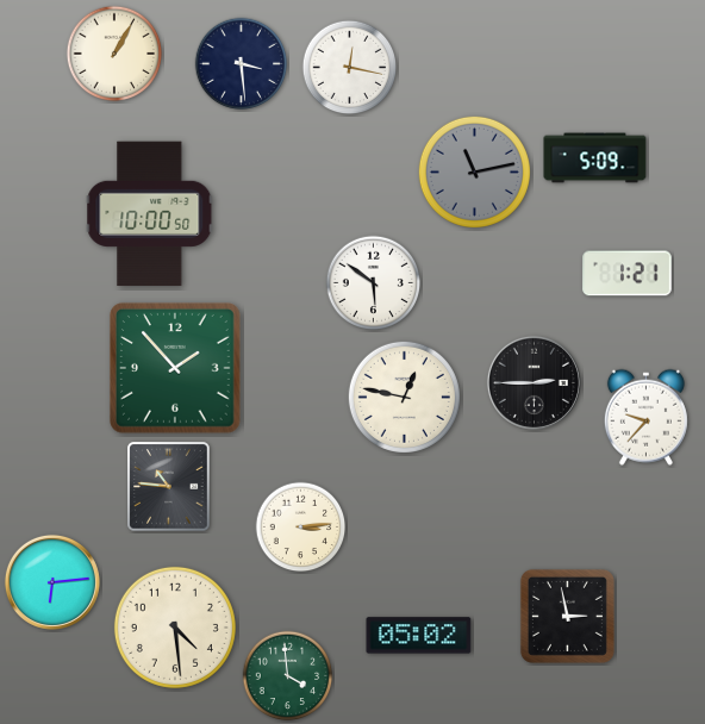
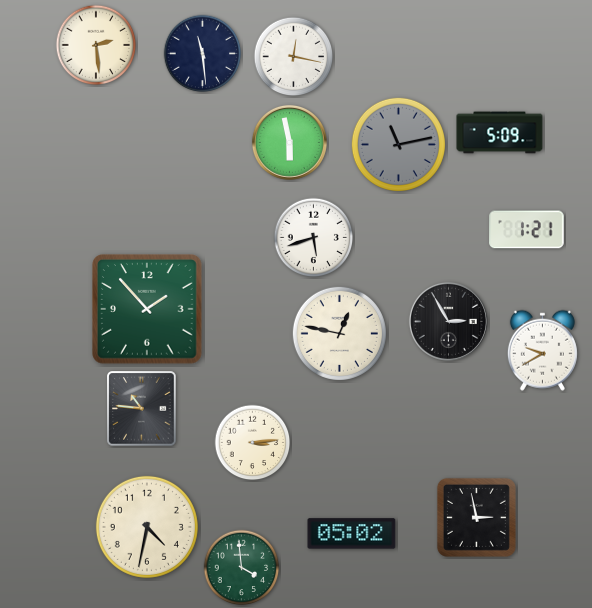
clock at (114, 54): 1:05 -> 2:29
clock at (242, 64): 3:29 -> 11:29
clock at (289, 142): none -> 5:58
clock at (150, 214): 10:00 -> none
clock at (374, 283): 5:51 -> 5:42
clock at (534, 382): 2:45 -> 2:55
clock at (645, 417): 9:37 -> 9:40
clock at (52, 582): 6:14 -> none
clock at (175, 628): 4:29 -> 4:32
